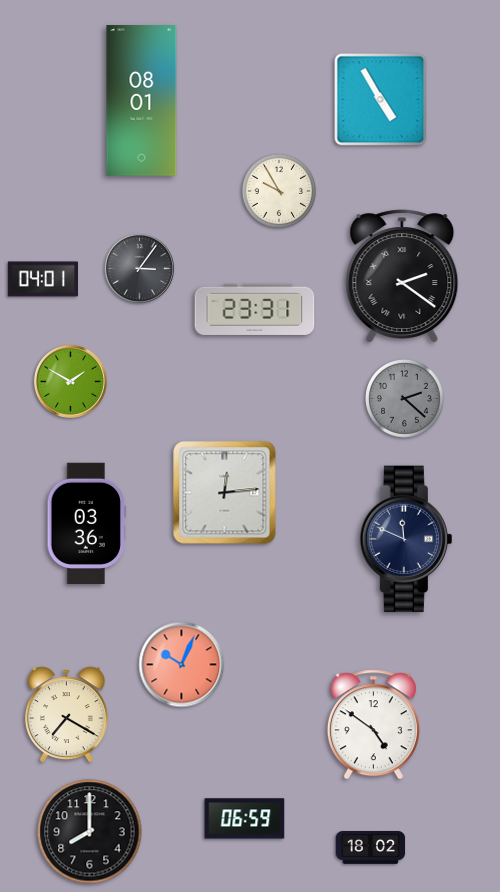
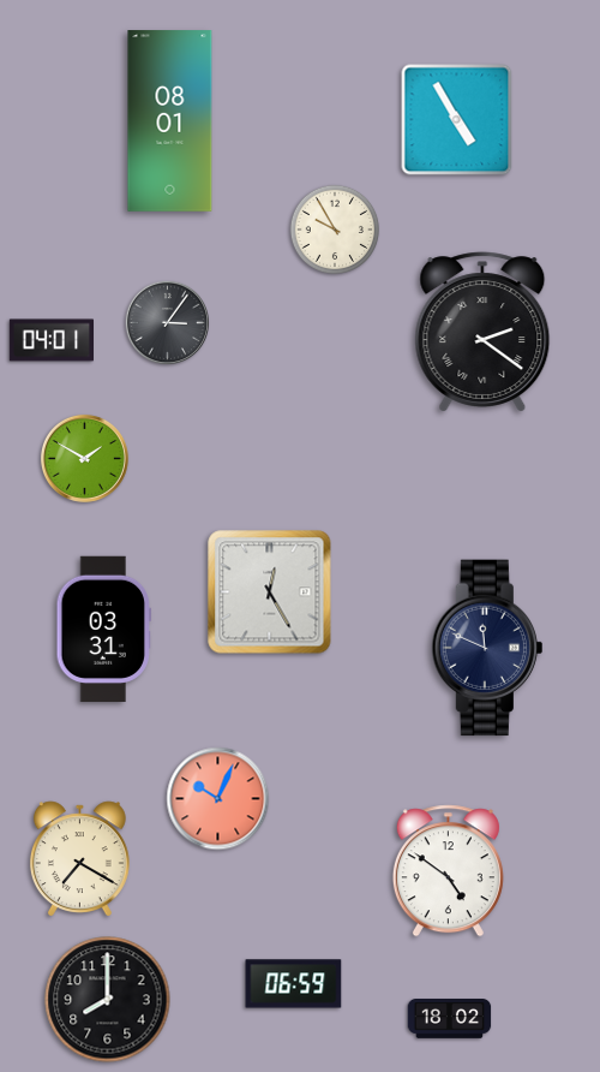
clock at (42, 279) position: (42, 279) -> (50, 340)
clock at (255, 309): 23:31 -> none
clock at (405, 399): 2:22 -> none
clock at (225, 493): 12:14 -> 12:25
clock at (86, 524): 03:36 -> 03:31
clock at (371, 848) position: (371, 848) -> (450, 1019)
